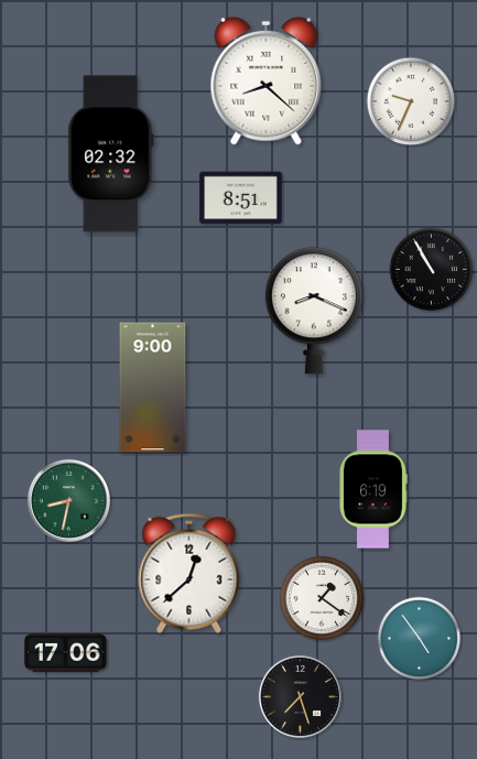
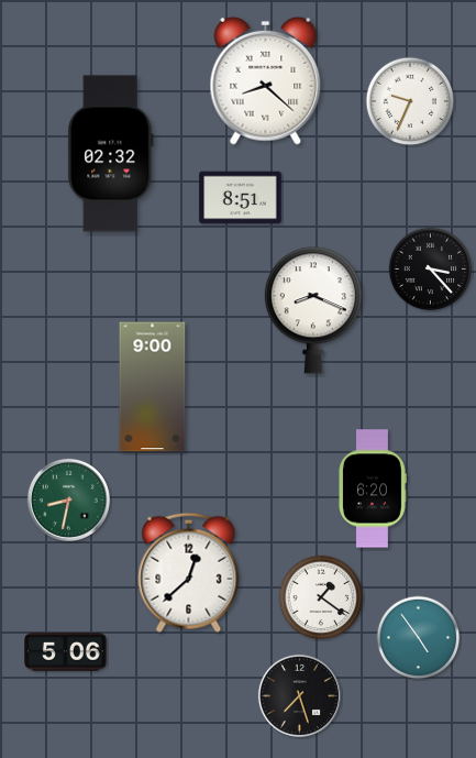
clock at (432, 270): 10:55 -> 3:23
clock at (373, 489): 6:19 -> 6:20
clock at (66, 653): 17:06 -> 5:06
